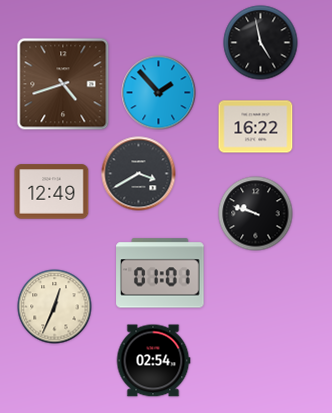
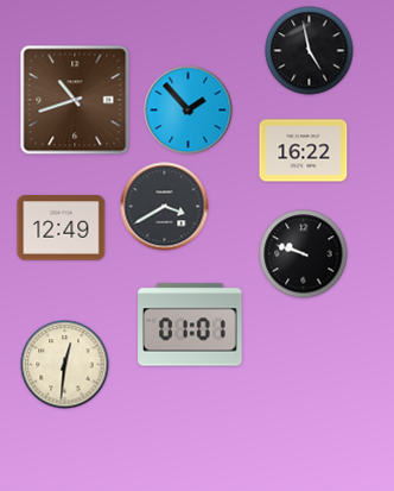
clock at (63, 84): 4:42 -> 10:42
clock at (55, 307): 12:34 -> 12:31
clock at (153, 361): 02:54 -> none
